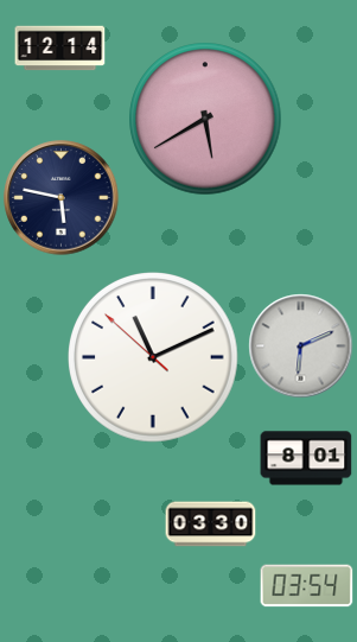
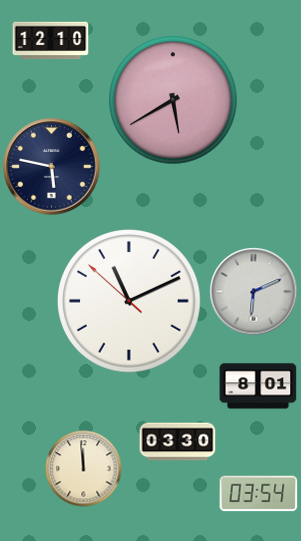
clock at (60, 49): 12:14 -> 12:10
clock at (84, 469): none -> 11:59
